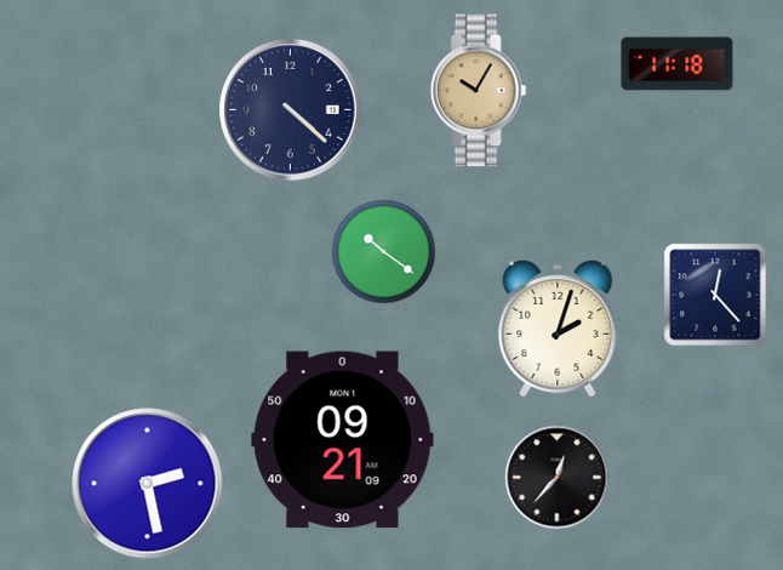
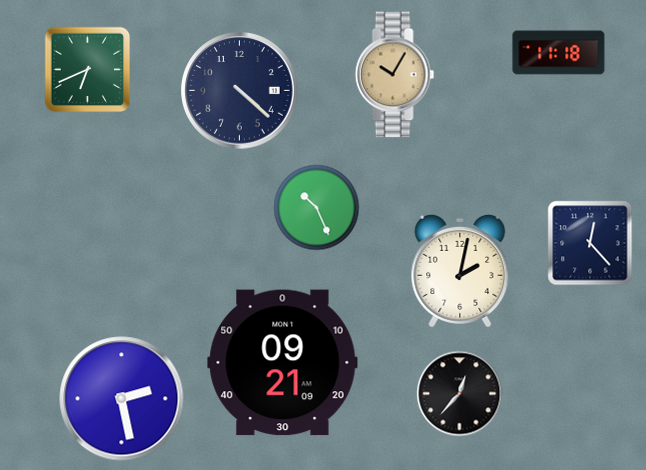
clock at (88, 70): none -> 6:41
clock at (384, 252): 10:21 -> 10:26
clock at (558, 329): 2:03 -> 2:02
